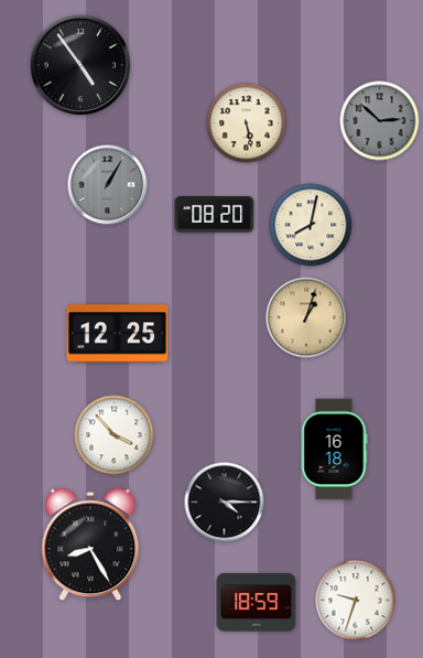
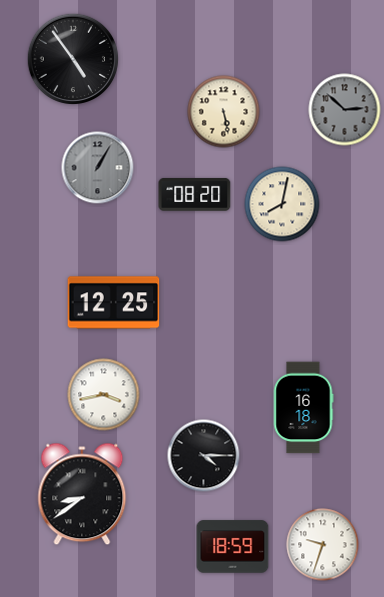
clock at (306, 317): 1:03 -> none
clock at (118, 334) position: (118, 334) -> (114, 303)
clock at (115, 435): 3:53 -> 3:43
clock at (90, 544): 8:25 -> 8:39
